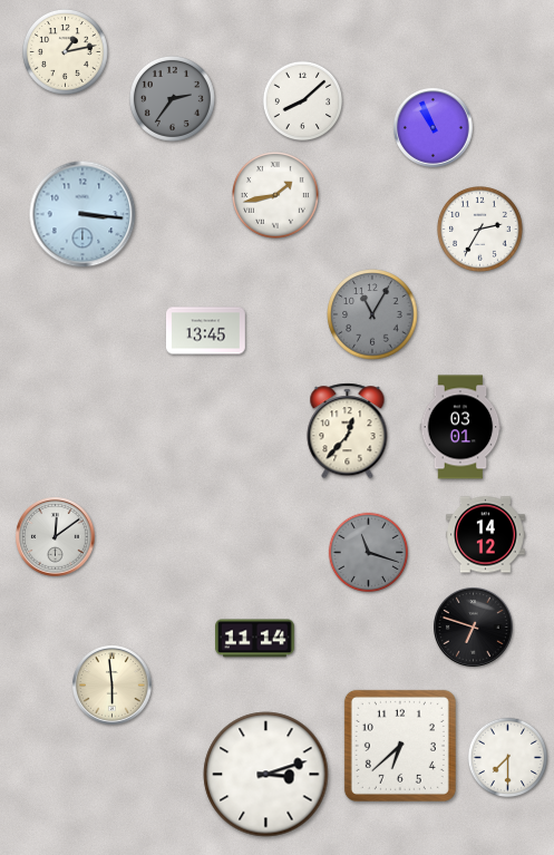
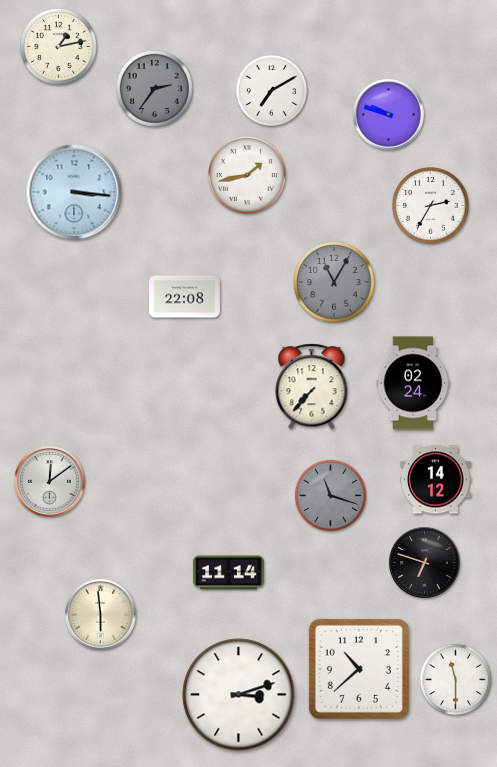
clock at (303, 101): 8:08 -> 7:10
clock at (434, 128): 10:56 -> 9:48
clock at (206, 331): 13:45 -> 22:08
clock at (460, 427): 03:01 -> 02:24
clock at (348, 431): 12:37 -> 7:37
clock at (400, 746): 6:38 -> 10:38
clock at (508, 758): 7:30 -> 11:30
